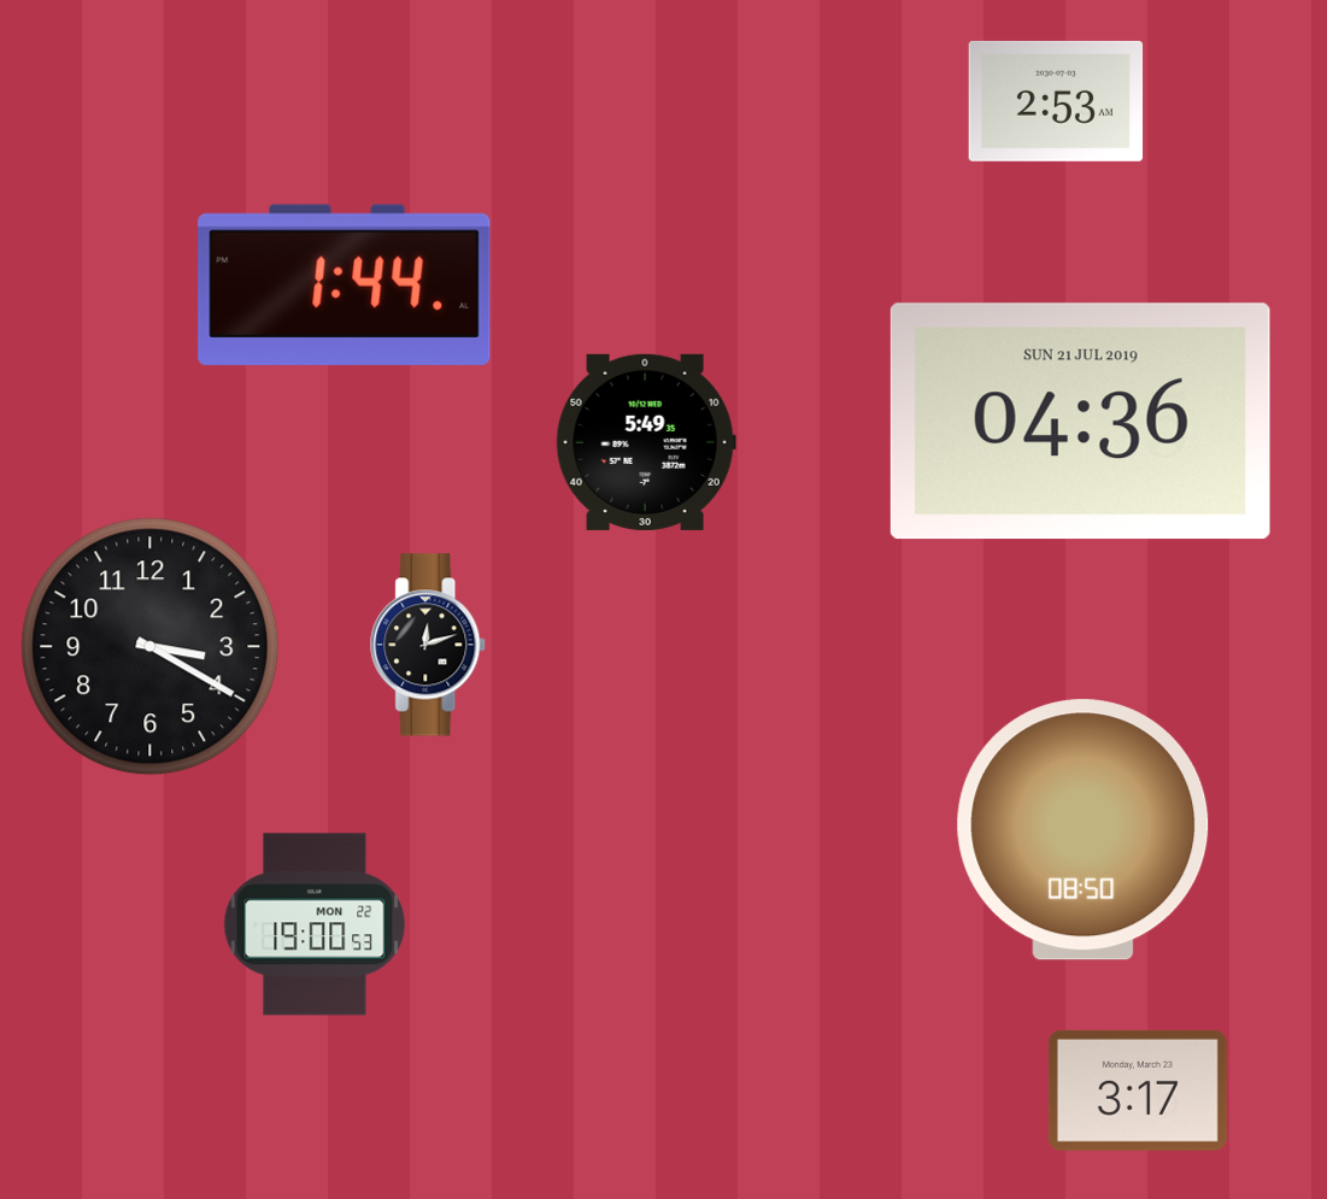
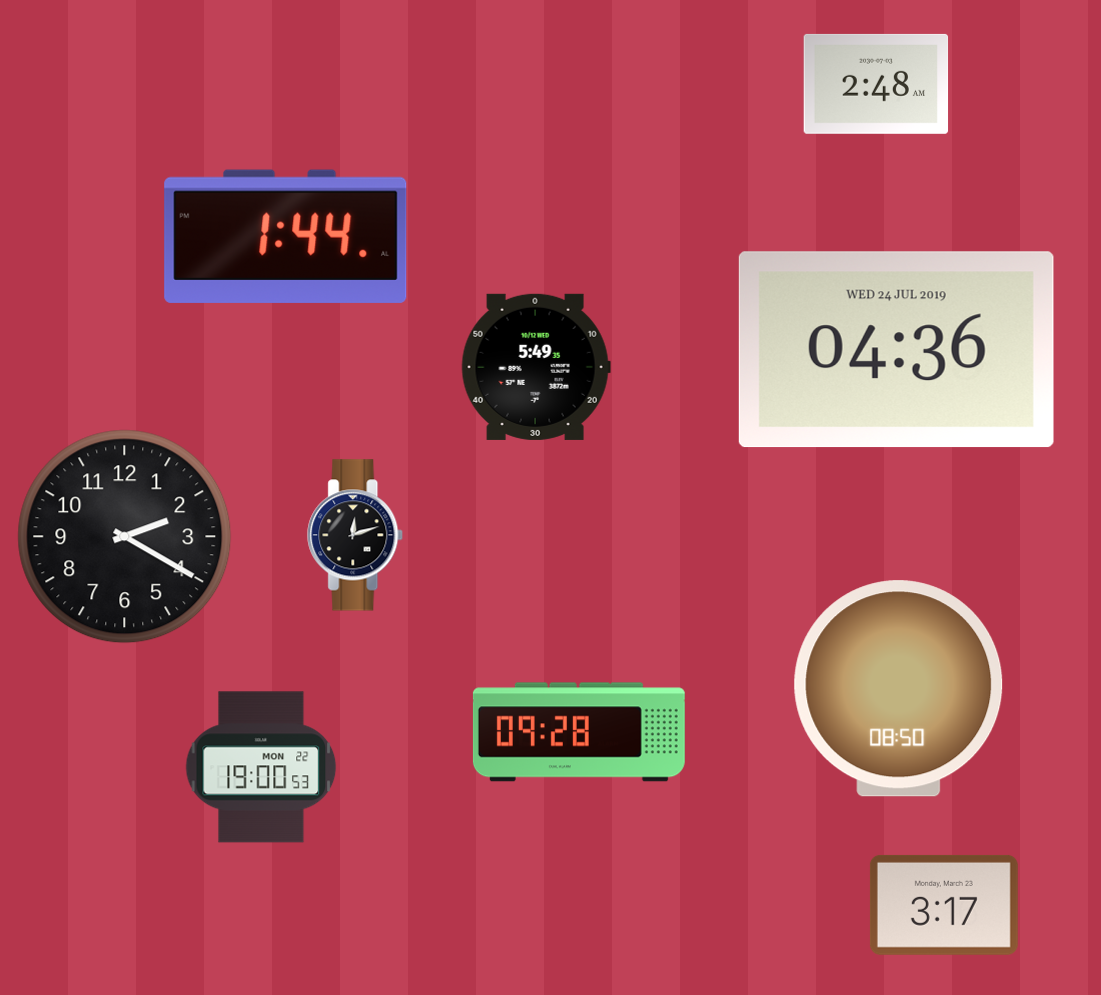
clock at (1056, 101): 2:53 -> 2:48
clock at (1080, 422) date: SUN 21 JUL 2019 -> WED 24 JUL 2019
clock at (151, 647): 3:20 -> 2:20
clock at (579, 732): none -> 09:28
